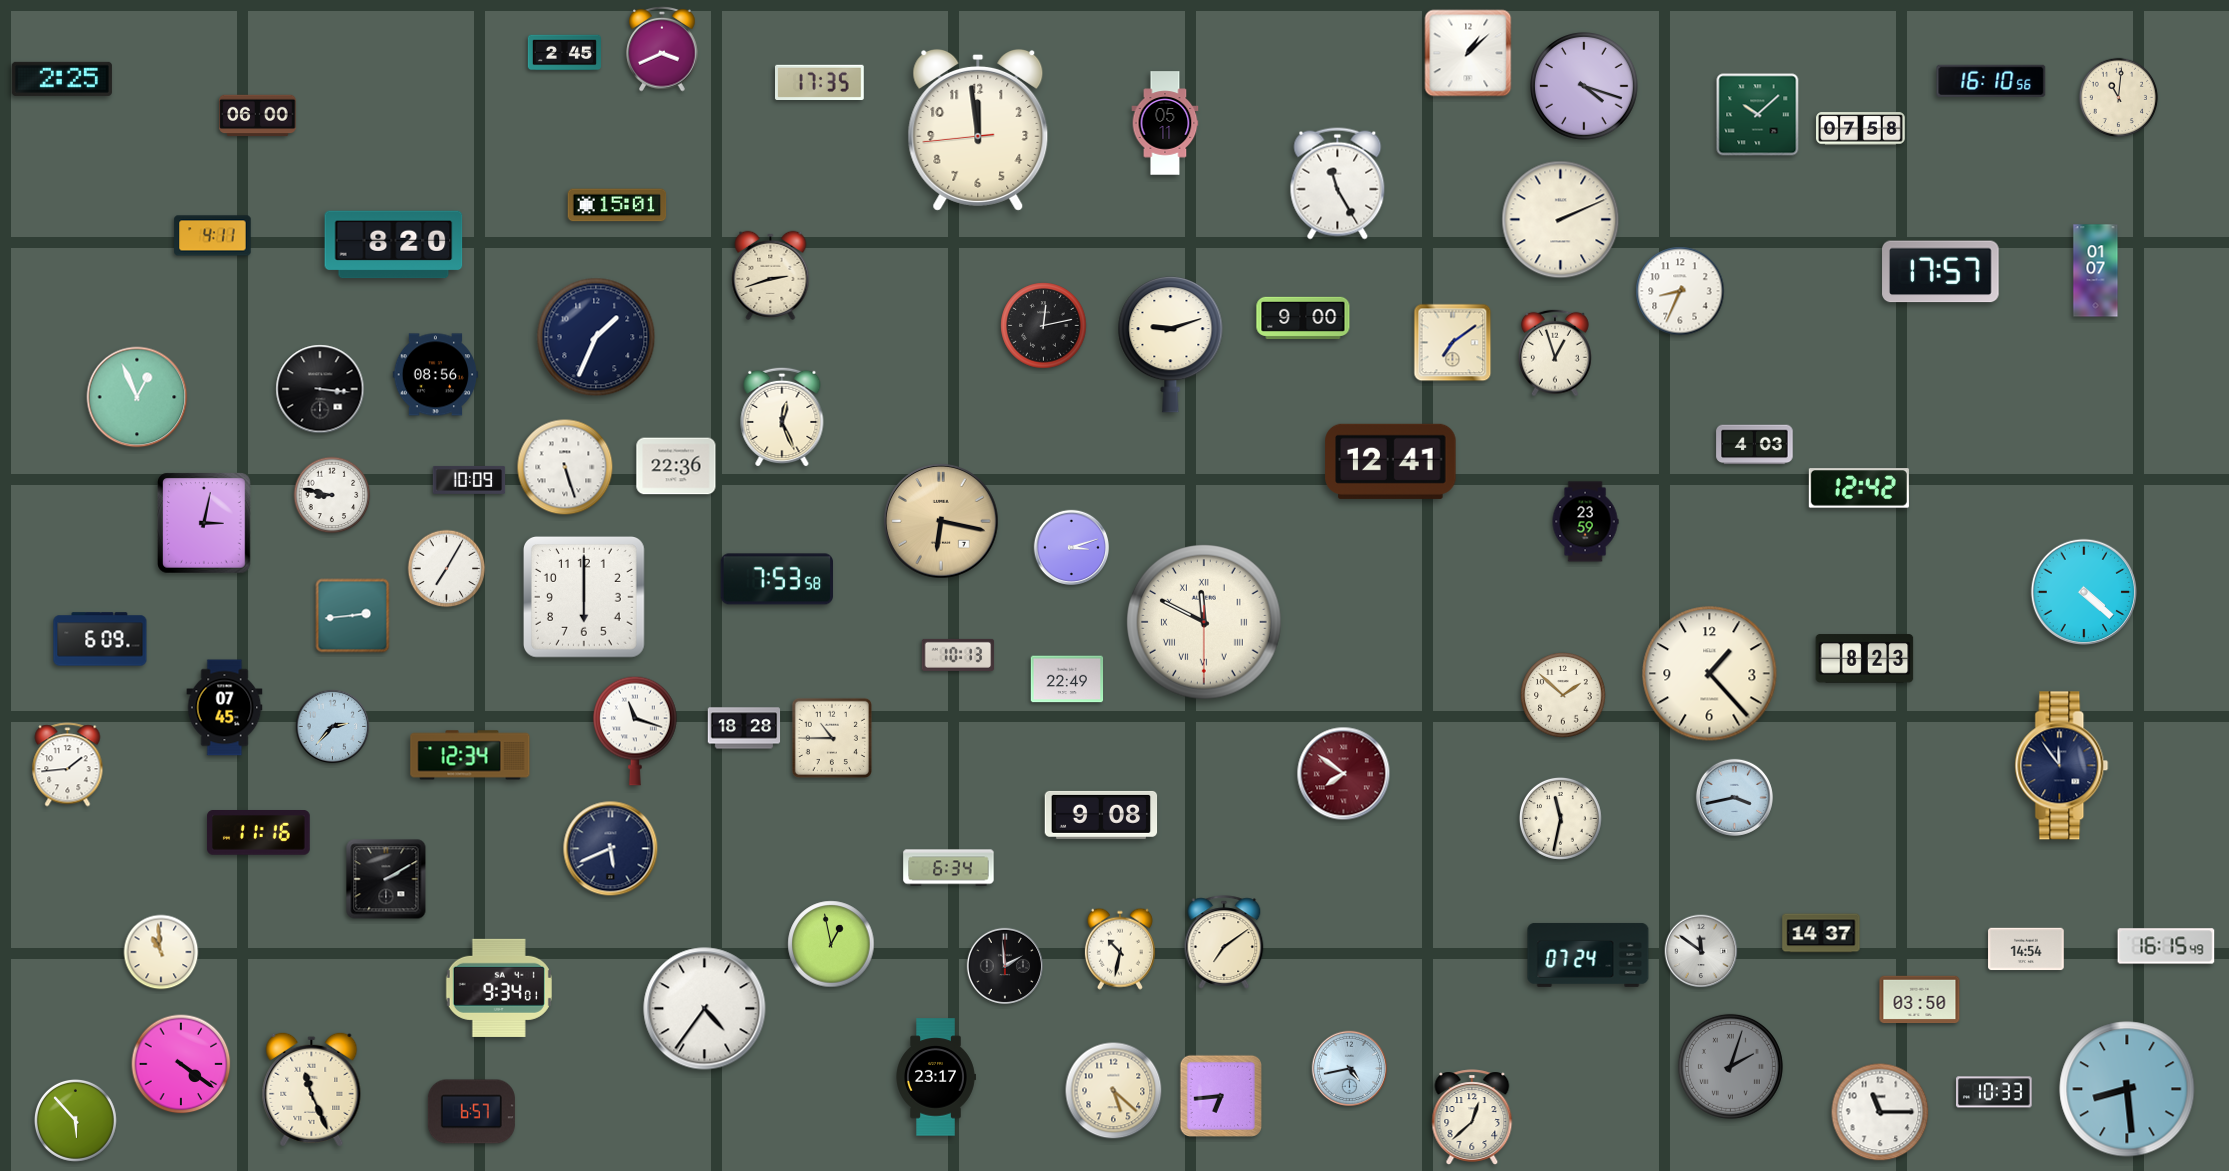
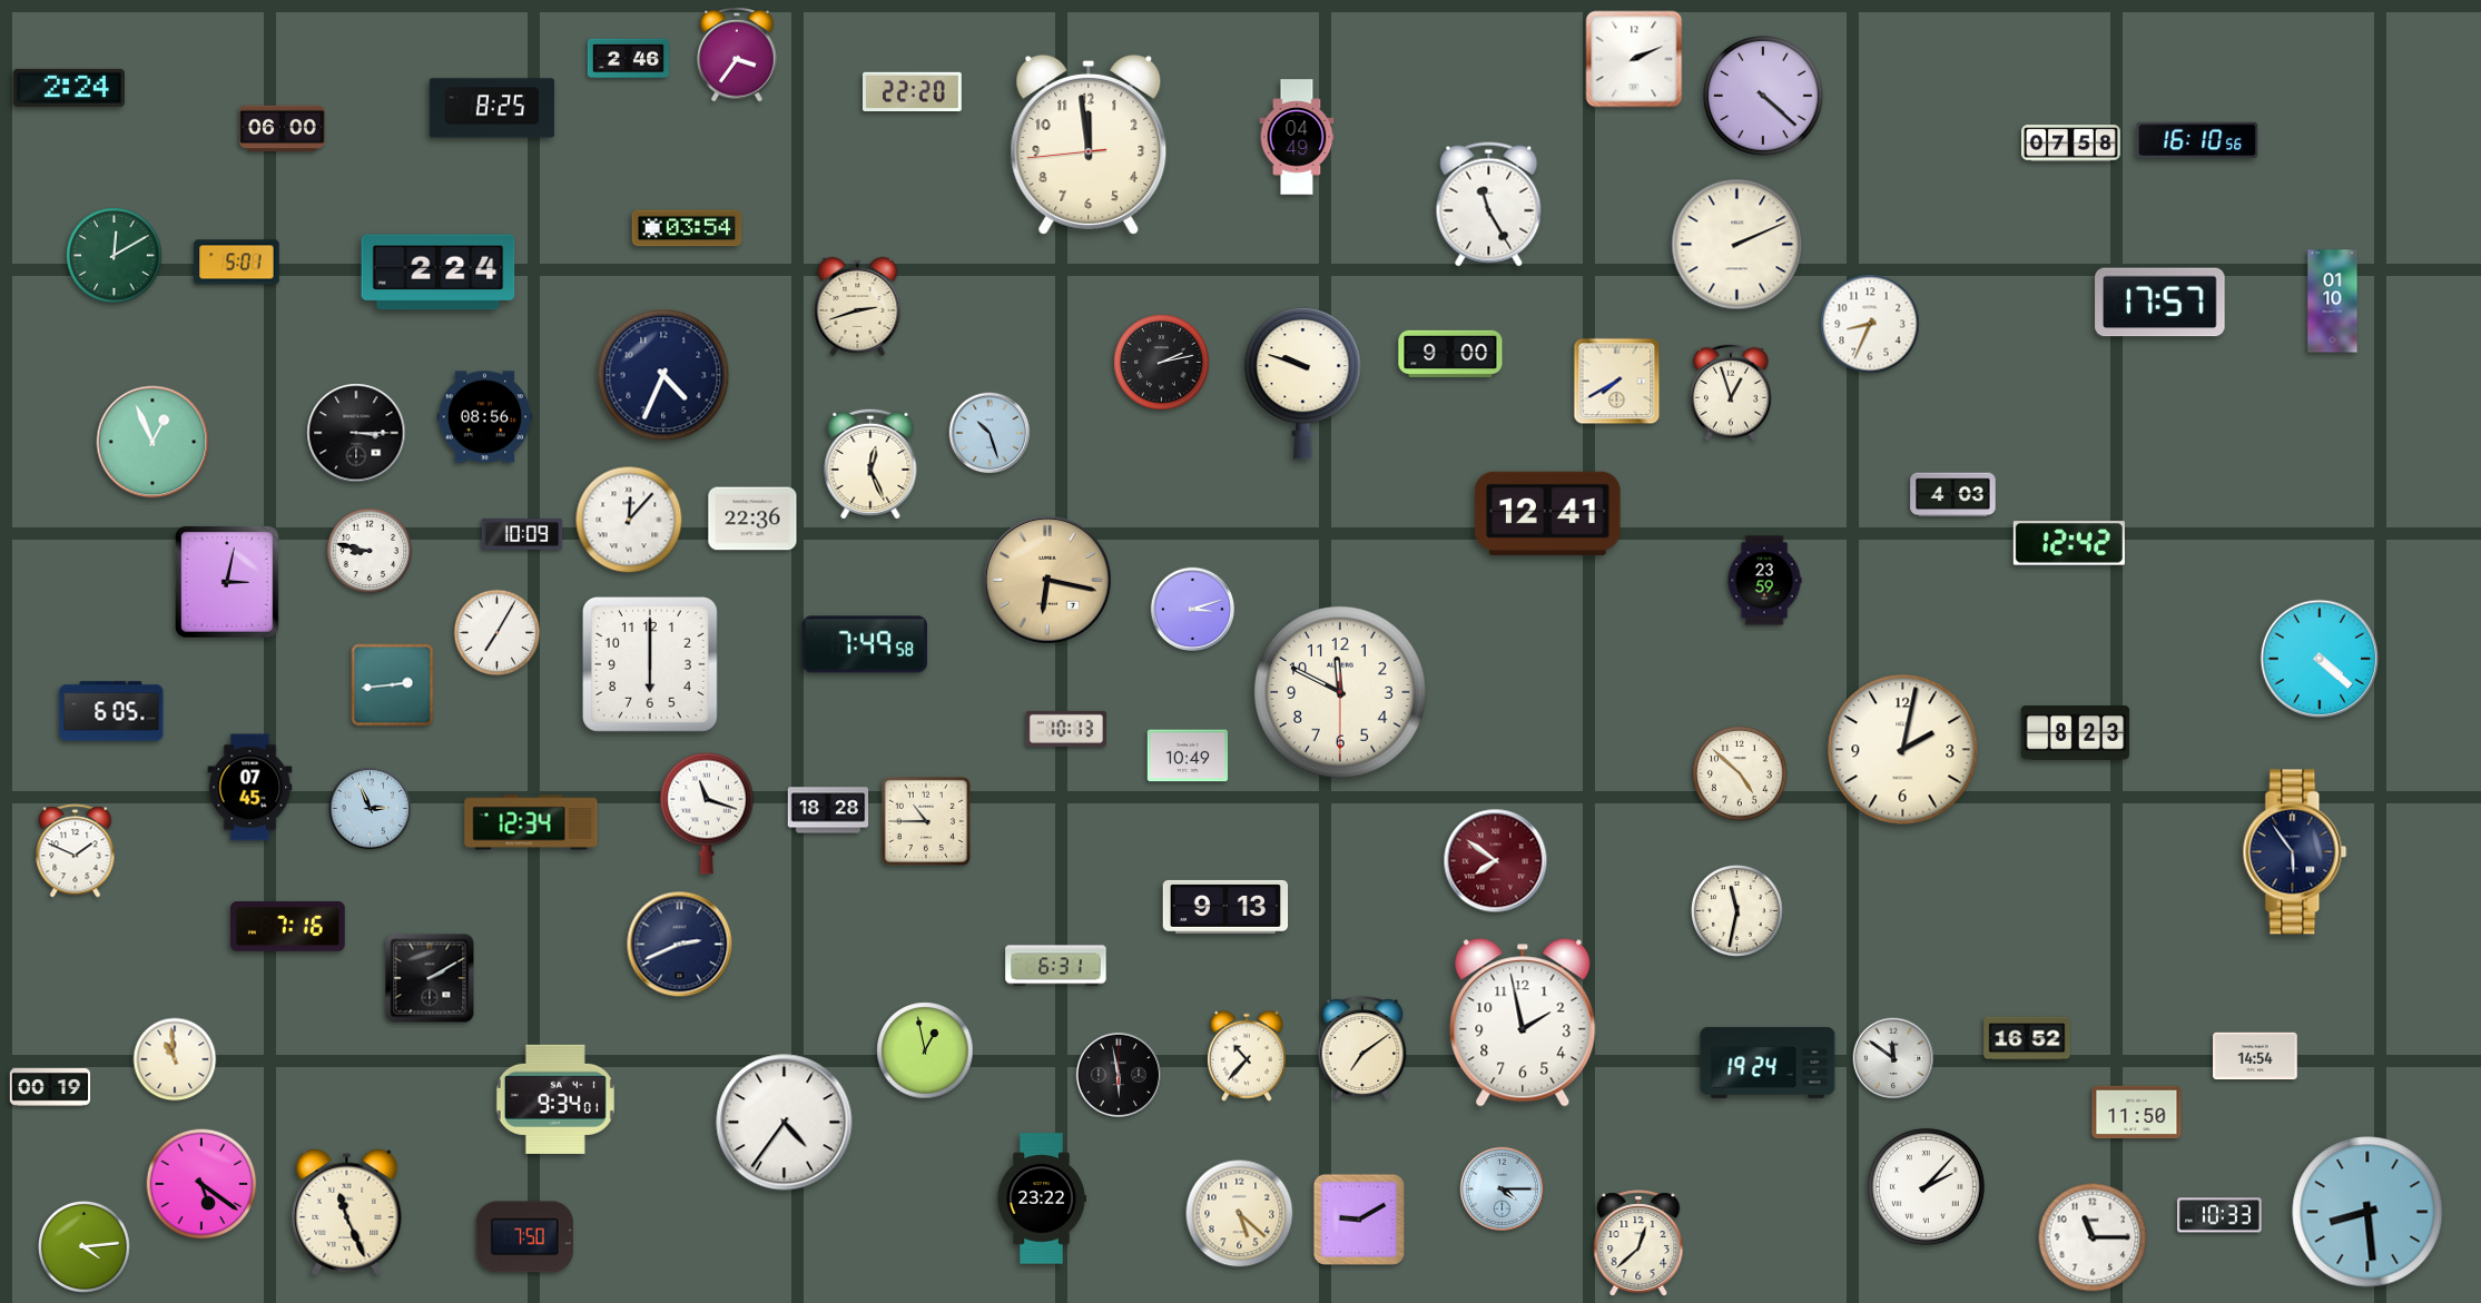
clock at (662, 49): 3:41 -> 3:36
clock at (564, 53): 2:45 -> 2:46
clock at (1468, 53): 1:08 -> 2:11
clock at (62, 79): 2:25 -> 2:24
clock at (1991, 81) position: (1991, 81) -> (2197, 140)
clock at (820, 82): 17:35 -> 22:20
clock at (1584, 86): 4:18 -> 4:22
clock at (492, 108): none -> 8:25
clock at (2119, 98): 11:01 -> none
clock at (1758, 115): 10:08 -> none
clock at (258, 116) position: (258, 116) -> (283, 129)
clock at (1165, 123): 05:11 -> 04:49
clock at (617, 205): 15:01 -> 03:54
clock at (115, 256): none -> 12:10
clock at (213, 236): 4:11 -> 5:01
clock at (394, 245): 8:20 -> 2:24
clock at (2096, 271): 01:07 -> 01:10
clock at (1044, 326): 12:13 -> 2:13
clock at (596, 337): 1:34 -> 4:34
clock at (1453, 343): 7:09 -> 7:40
clock at (1171, 345): 9:12 -> 9:48
clock at (320, 389): 3:16 -> 3:15
clock at (990, 433): none -> 10:27
clock at (565, 467): 5:27 -> 12:07
clock at (777, 579): 7:53 -> 7:49
clock at (1205, 623) numerals: Roman -> Arabic
clock at (100, 639): 6:09 -> 6:05
clock at (1710, 674): 1:23 -> 2:02
clock at (1067, 679): 22:49 -> 10:49
clock at (1563, 695): 1:52 -> 4:52
clock at (333, 727): 2:37 -> 2:56
clock at (470, 755) position: (470, 755) -> (531, 822)
clock at (68, 765): 1:44 -> 1:49
clock at (2062, 766): 11:54 -> 5:54
clock at (1734, 797): 3:43 -> none
clock at (1101, 815): 9:08 -> 9:13
clock at (259, 833): 11:16 -> 7:16
clock at (611, 849): 5:41 -> 2:41
clock at (949, 868): 6:34 -> 6:31
clock at (1523, 1023): none -> 1:58
clock at (1821, 933): 14:37 -> 16:52
clock at (2166, 946): 16:15 -> none
clock at (1120, 949): 10:32 -> 10:37
clock at (161, 952) position: (161, 952) -> (175, 1059)
clock at (1588, 955): 07:24 -> 19:24
clock at (1004, 965): 1:59 -> 5:58
clock at (50, 1088): none -> 00:19
clock at (1920, 1000): 03:50 -> 11:50
clock at (181, 1064): 4:21 -> 5:21
clock at (1730, 1066): 2:03 -> 2:07
clock at (1730, 1066) dial: grey -> white
clock at (1350, 1069): 4:43 -> 4:15
clock at (936, 1077): 23:17 -> 23:22
clock at (1220, 1095): 6:44 -> 9:10
clock at (471, 1112): 6:57 -> 7:50
clock at (75, 1120): 5:53 -> 4:14
